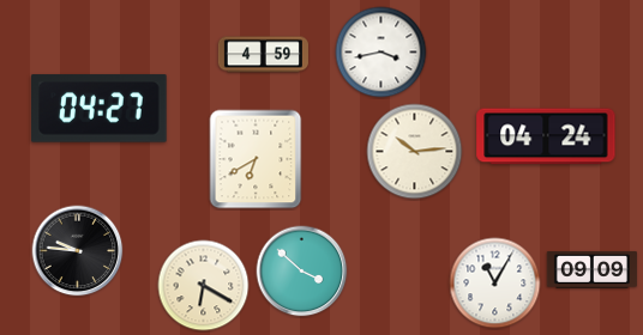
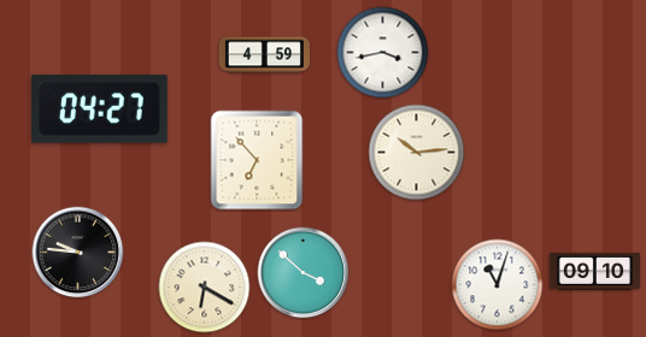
clock at (546, 136): 04:24 -> none
clock at (256, 159): 6:40 -> 6:53
clock at (591, 269): 09:09 -> 09:10
clock at (495, 284): 11:05 -> 11:03
